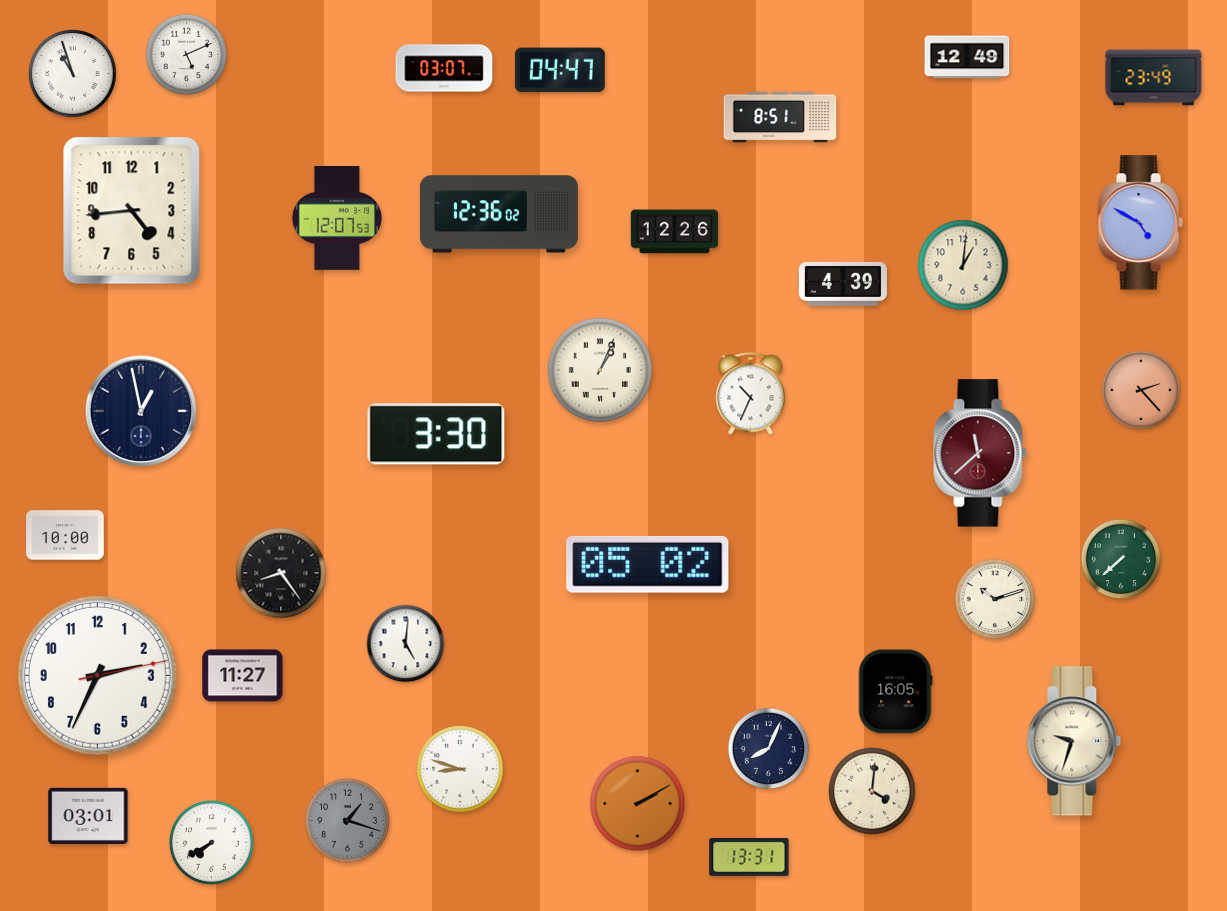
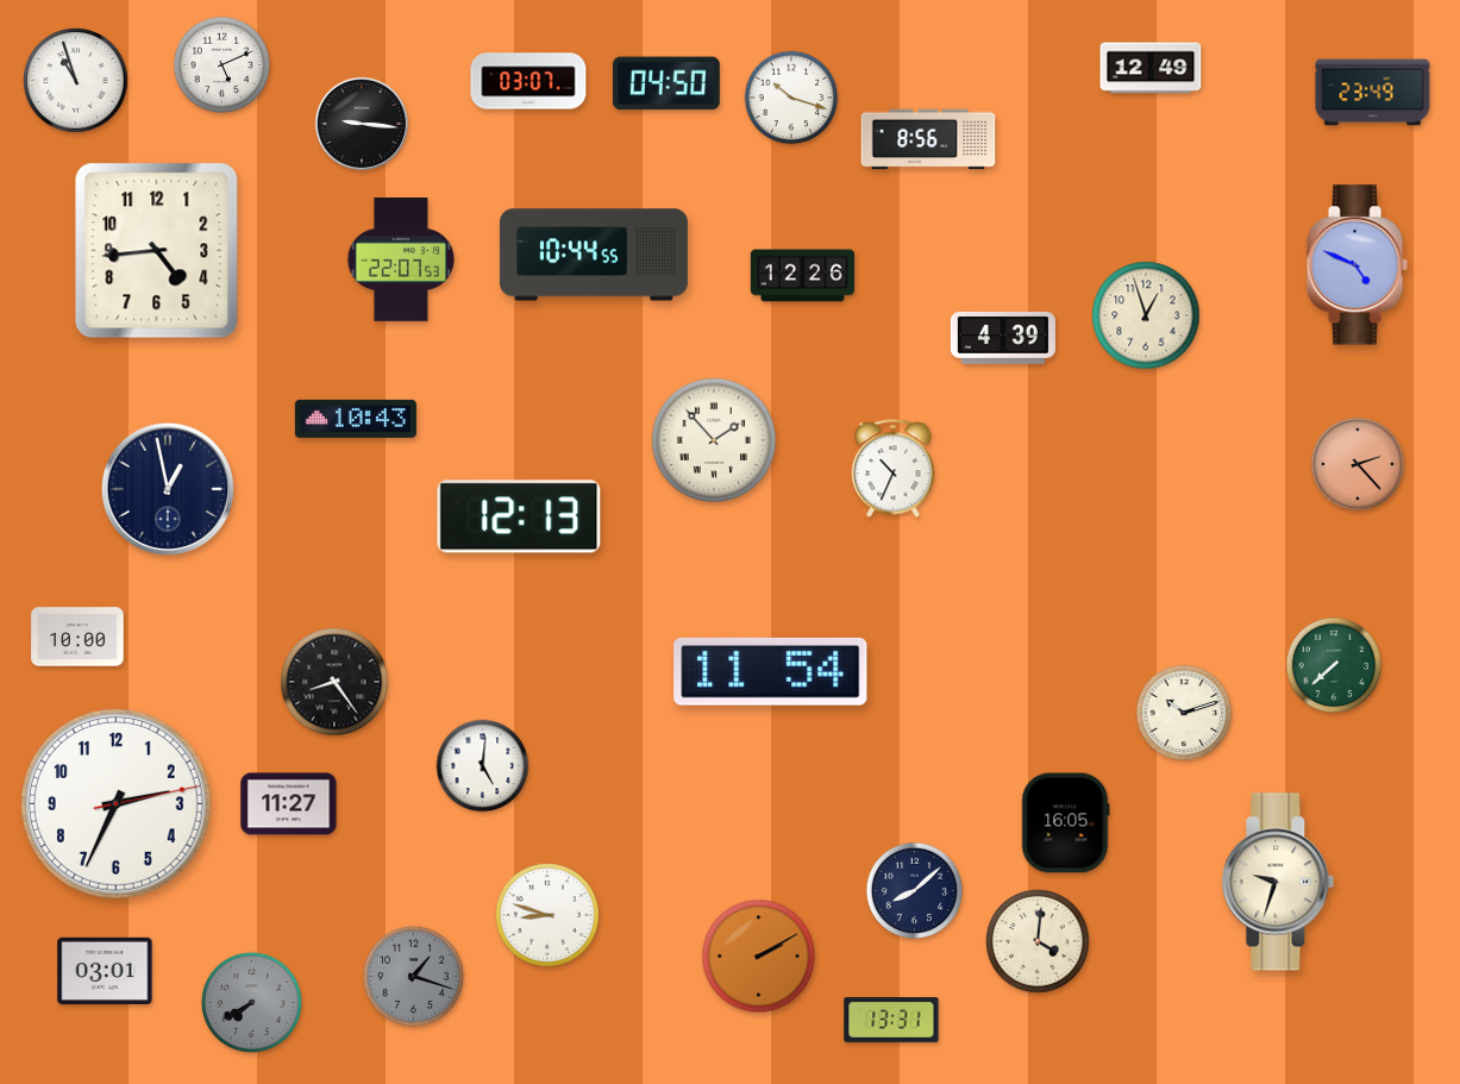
clock at (560, 70): 04:47 -> 04:50
clock at (73, 74) position: (73, 74) -> (76, 81)
clock at (791, 98): none -> 10:18
clock at (362, 124): none -> 9:16
clock at (780, 117): 8:51 -> 8:56
clock at (499, 214): 12:36 -> 10:44
clock at (336, 219): 12:07 -> 22:07
clock at (1140, 223): 4:50 -> 4:49
clock at (963, 265): 1:01 -> 12:57
clock at (356, 419): none -> 10:43
clock at (600, 370): 1:04 -> 1:53
clock at (436, 434): 3:30 -> 12:13
clock at (980, 453): 11:38 -> none
clock at (648, 564): 05:02 -> 11:54
clock at (769, 749): 8:04 -> 8:08
clock at (211, 842) dial: white -> grey
